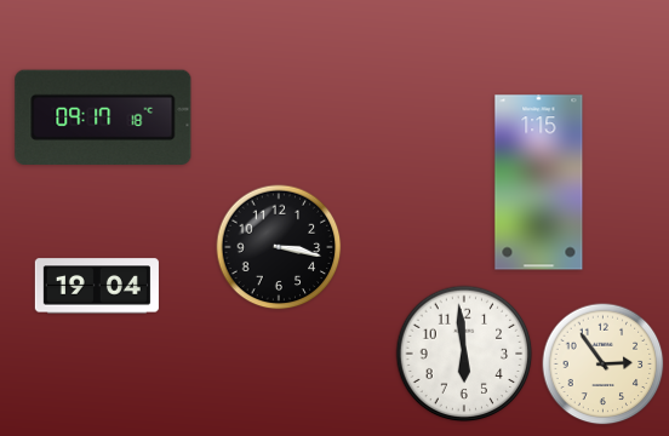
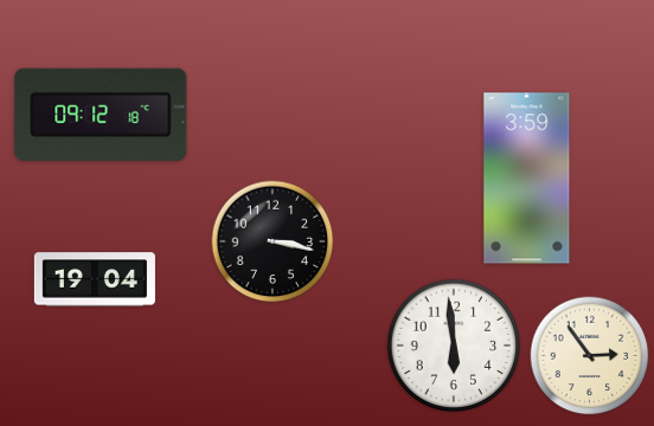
clock at (103, 117): 09:17 -> 09:12
clock at (539, 183): 1:15 -> 3:59
